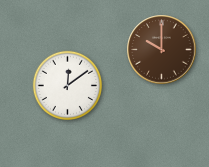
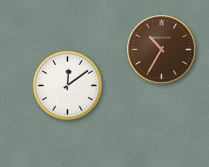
clock at (162, 50): 10:00 -> 10:35
